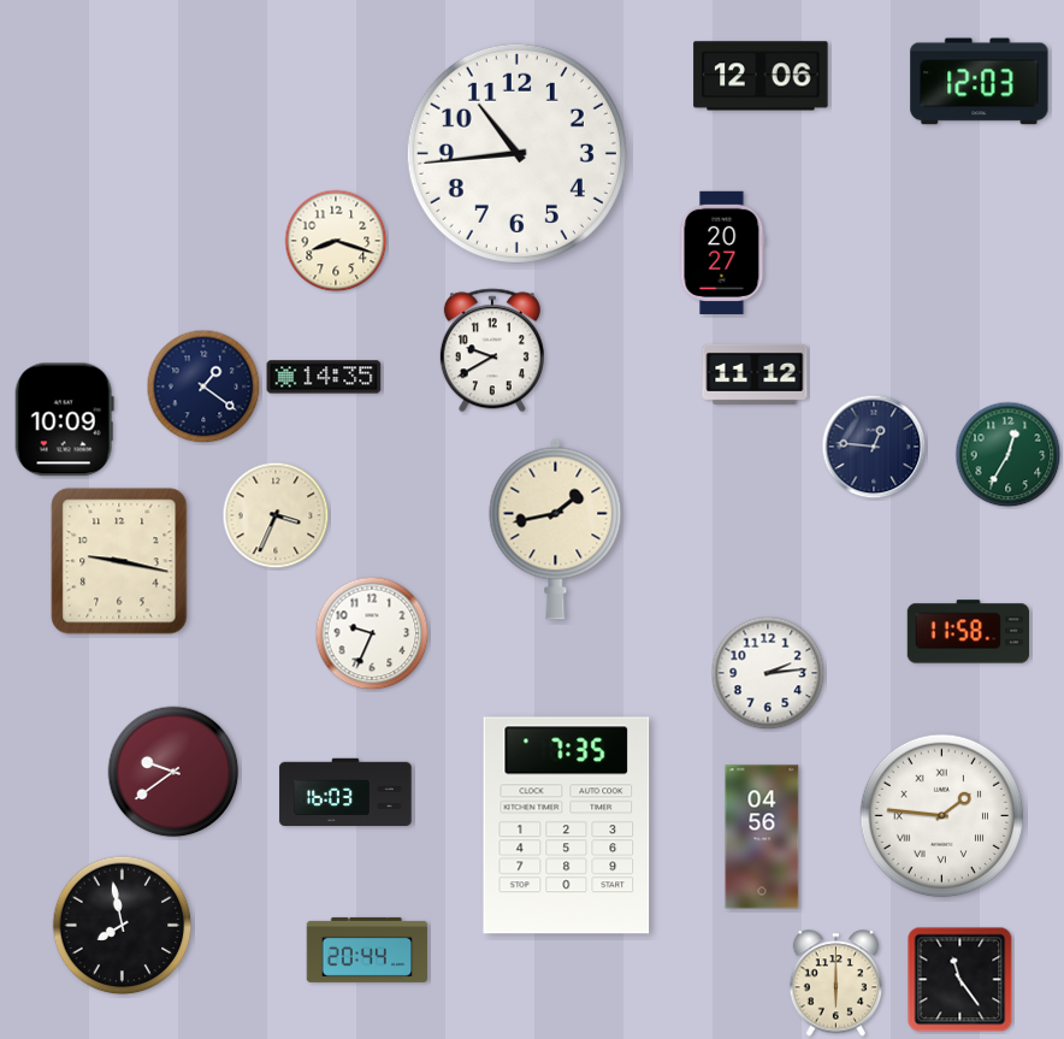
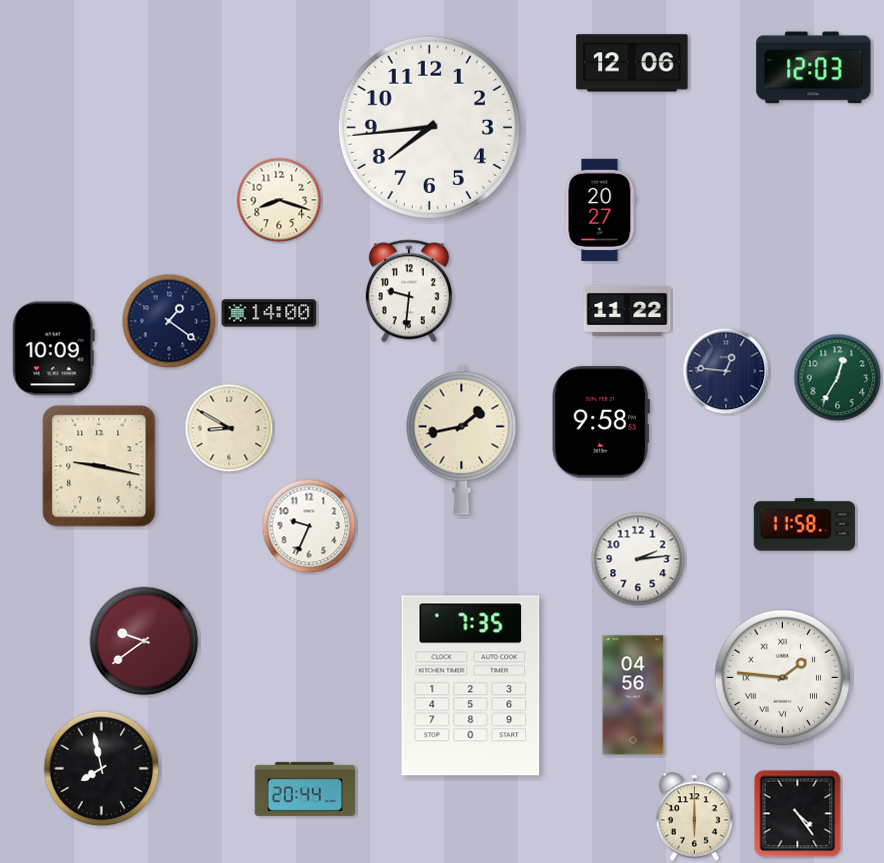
clock at (516, 153): 10:44 -> 7:44
clock at (492, 350): 9:40 -> 9:31
clock at (755, 374): 11:12 -> 11:22
clock at (324, 377): 14:35 -> 14:00
clock at (601, 422): none -> 9:58
clock at (276, 515): 3:34 -> 8:50
clock at (345, 792): 16:03 -> none
clock at (960, 980): 11:24 -> 4:24
